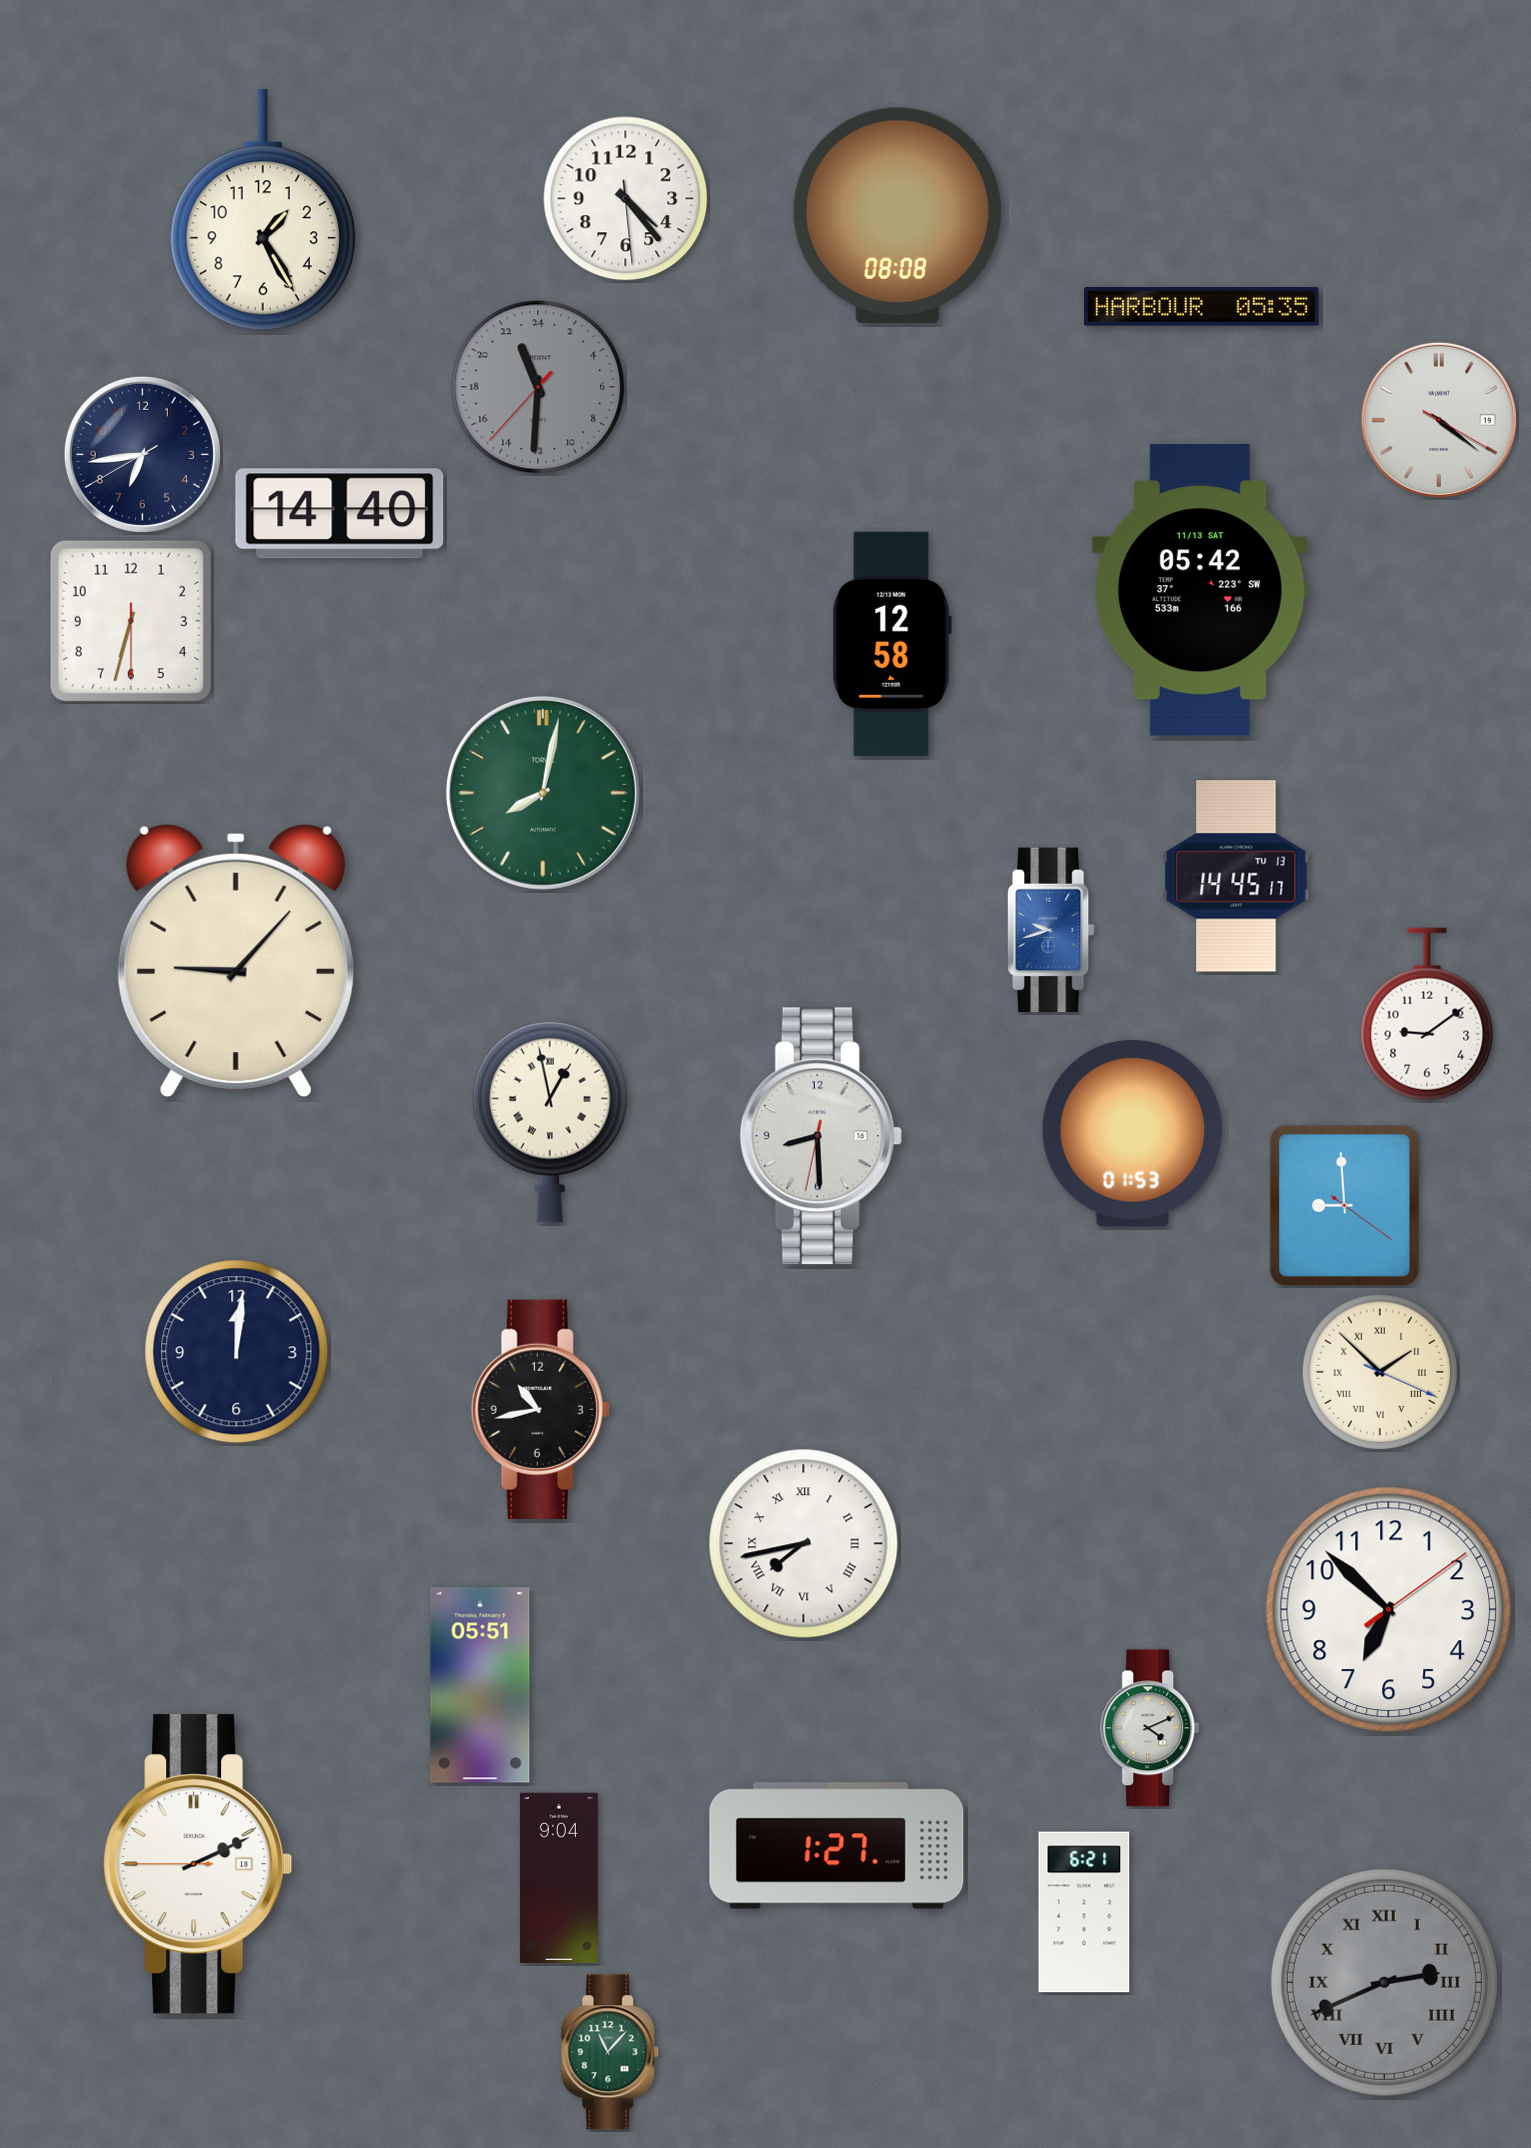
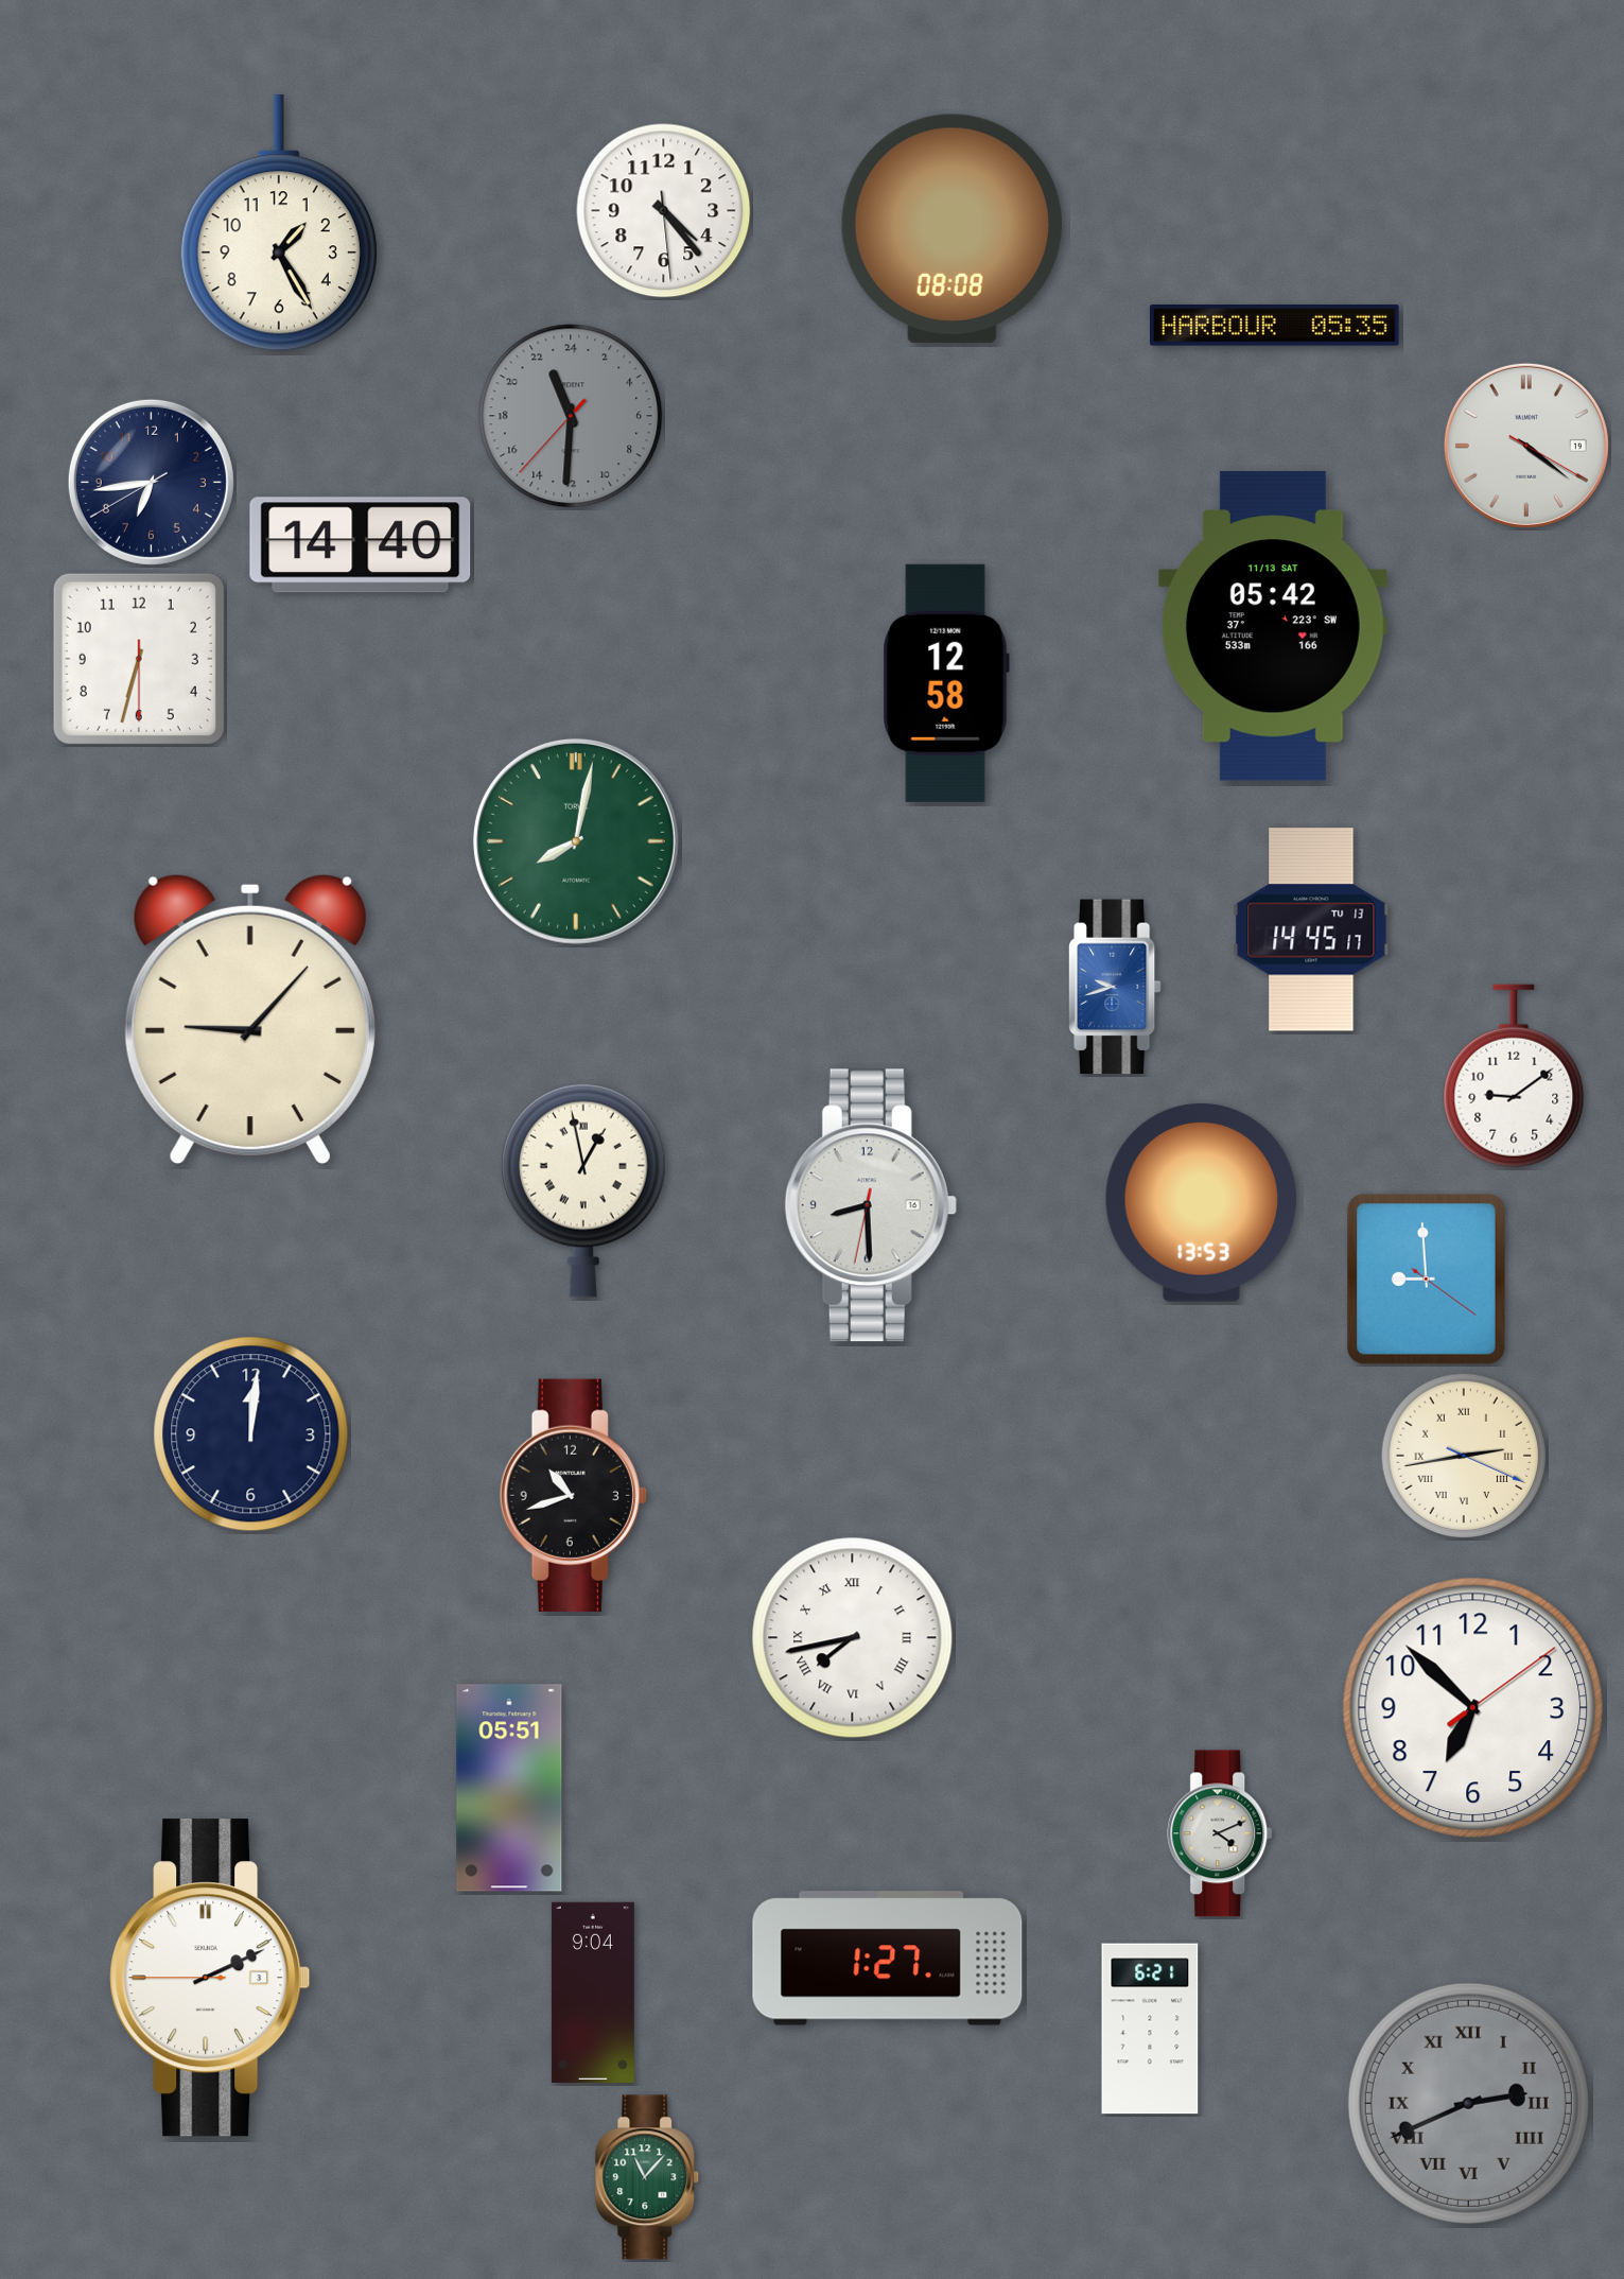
clock at (538, 387) position: (538, 387) -> (571, 416)
clock at (1132, 1133): 01:53 -> 13:53
clock at (1380, 1372): 1:52 -> 2:43
clock at (540, 1409): 10:43 -> 10:42
clock at (198, 1864) date: 18 -> 3
